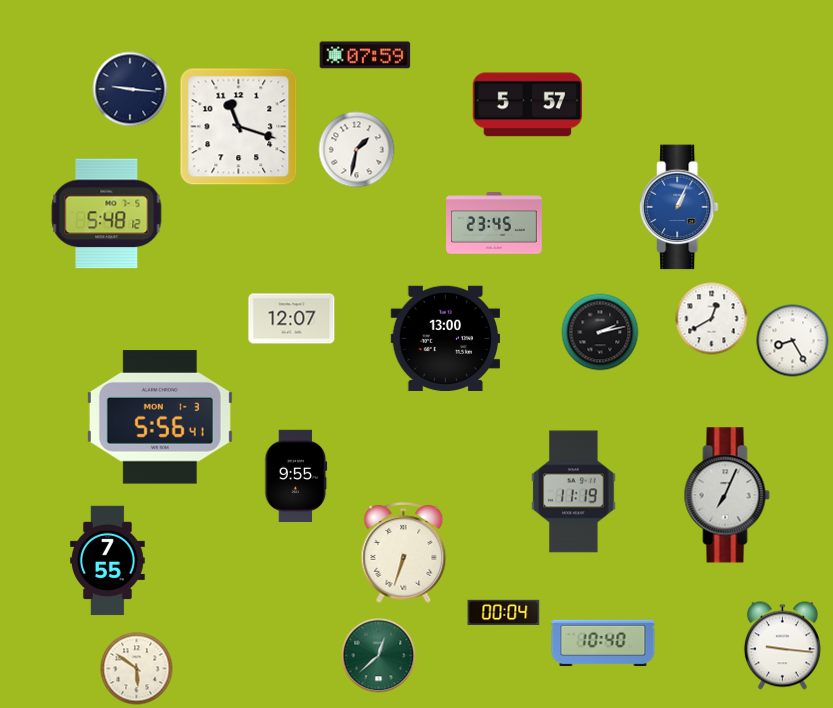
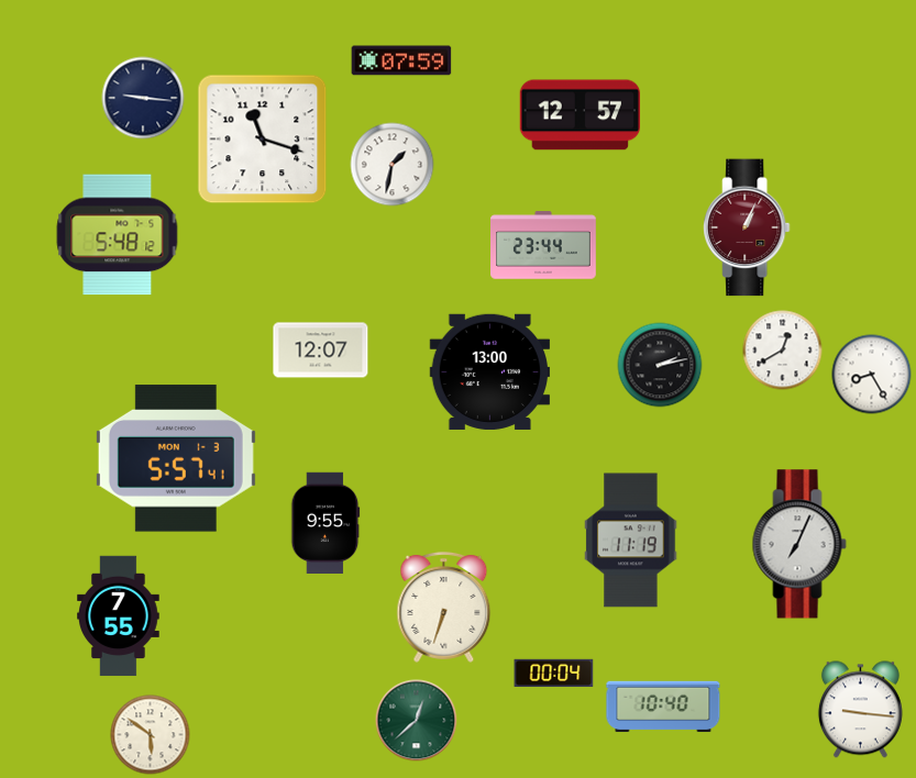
clock at (527, 105): 5:57 -> 12:57
clock at (679, 207) dial: blue -> burgundy
clock at (495, 223): 23:45 -> 23:44
clock at (160, 417): 5:56 -> 5:57
